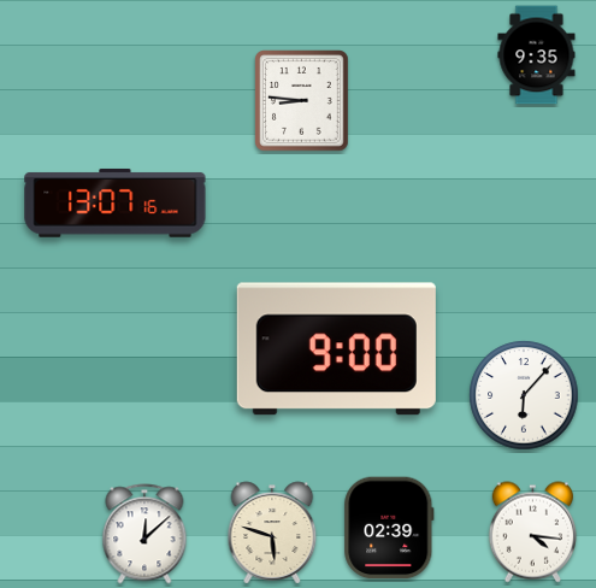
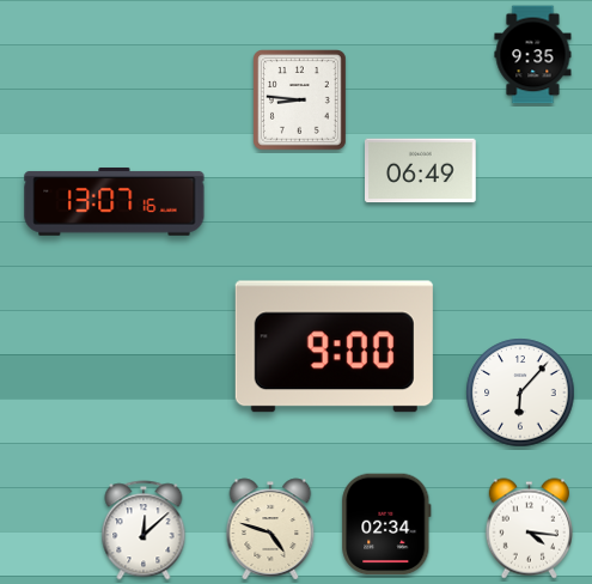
clock at (421, 171): none -> 06:49
clock at (389, 528): 02:39 -> 02:34
clock at (272, 533): 5:48 -> 4:48
